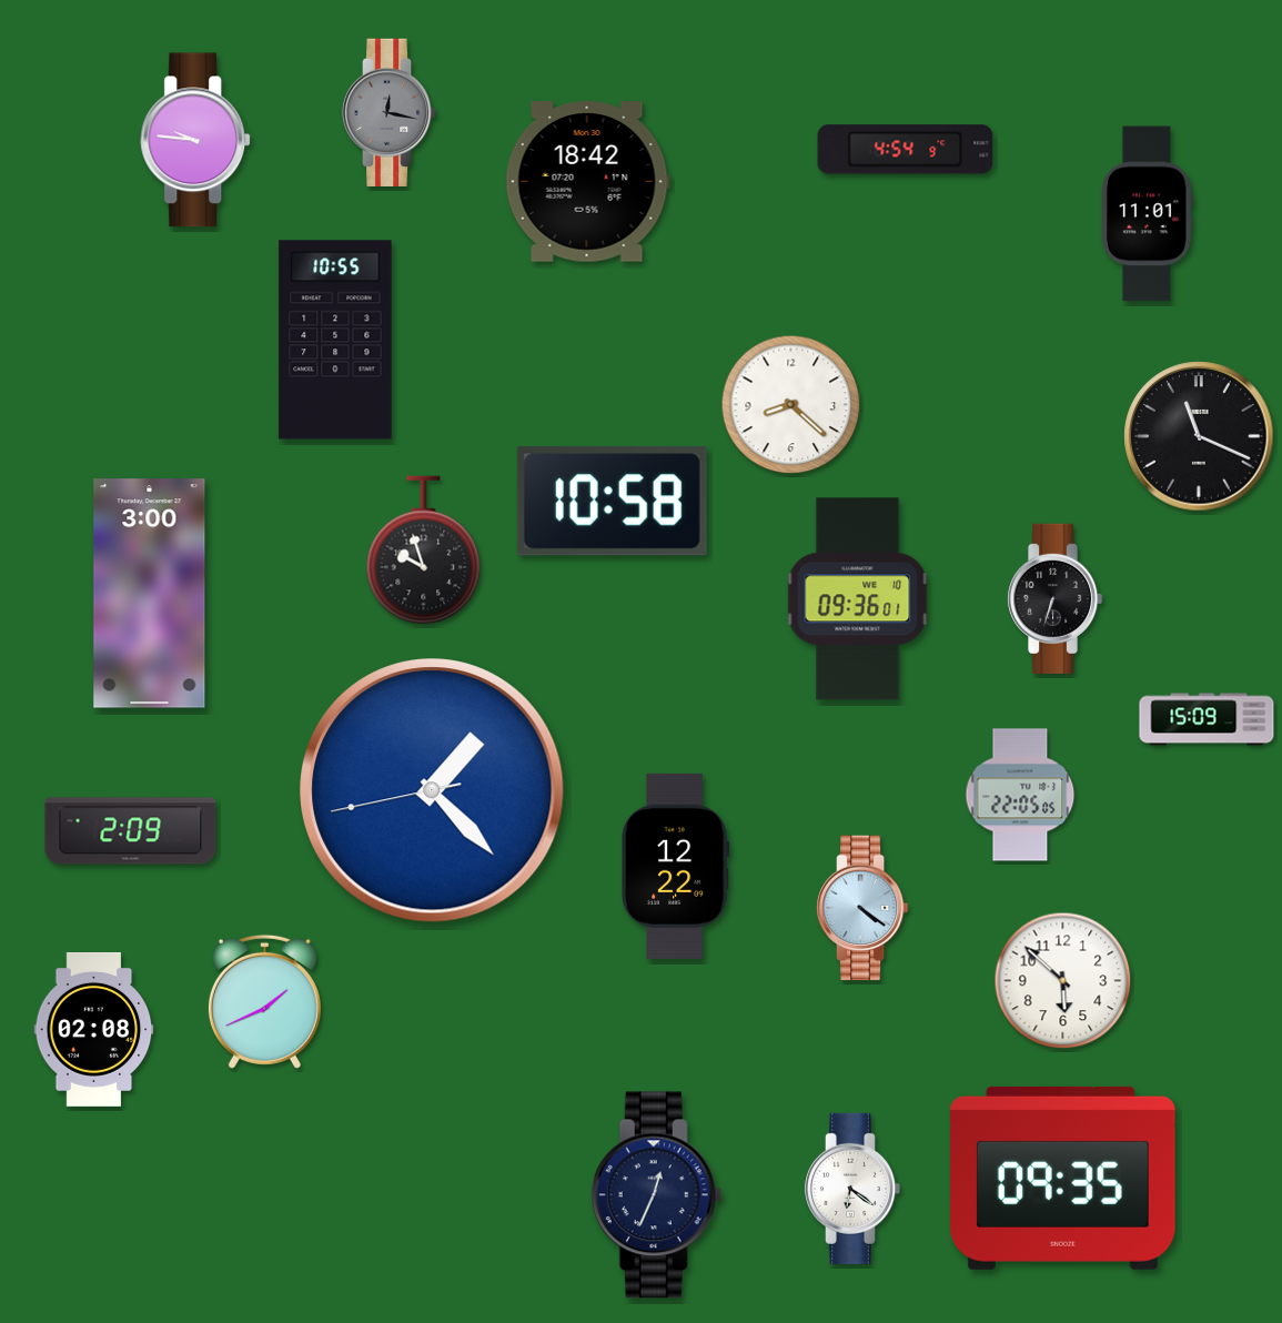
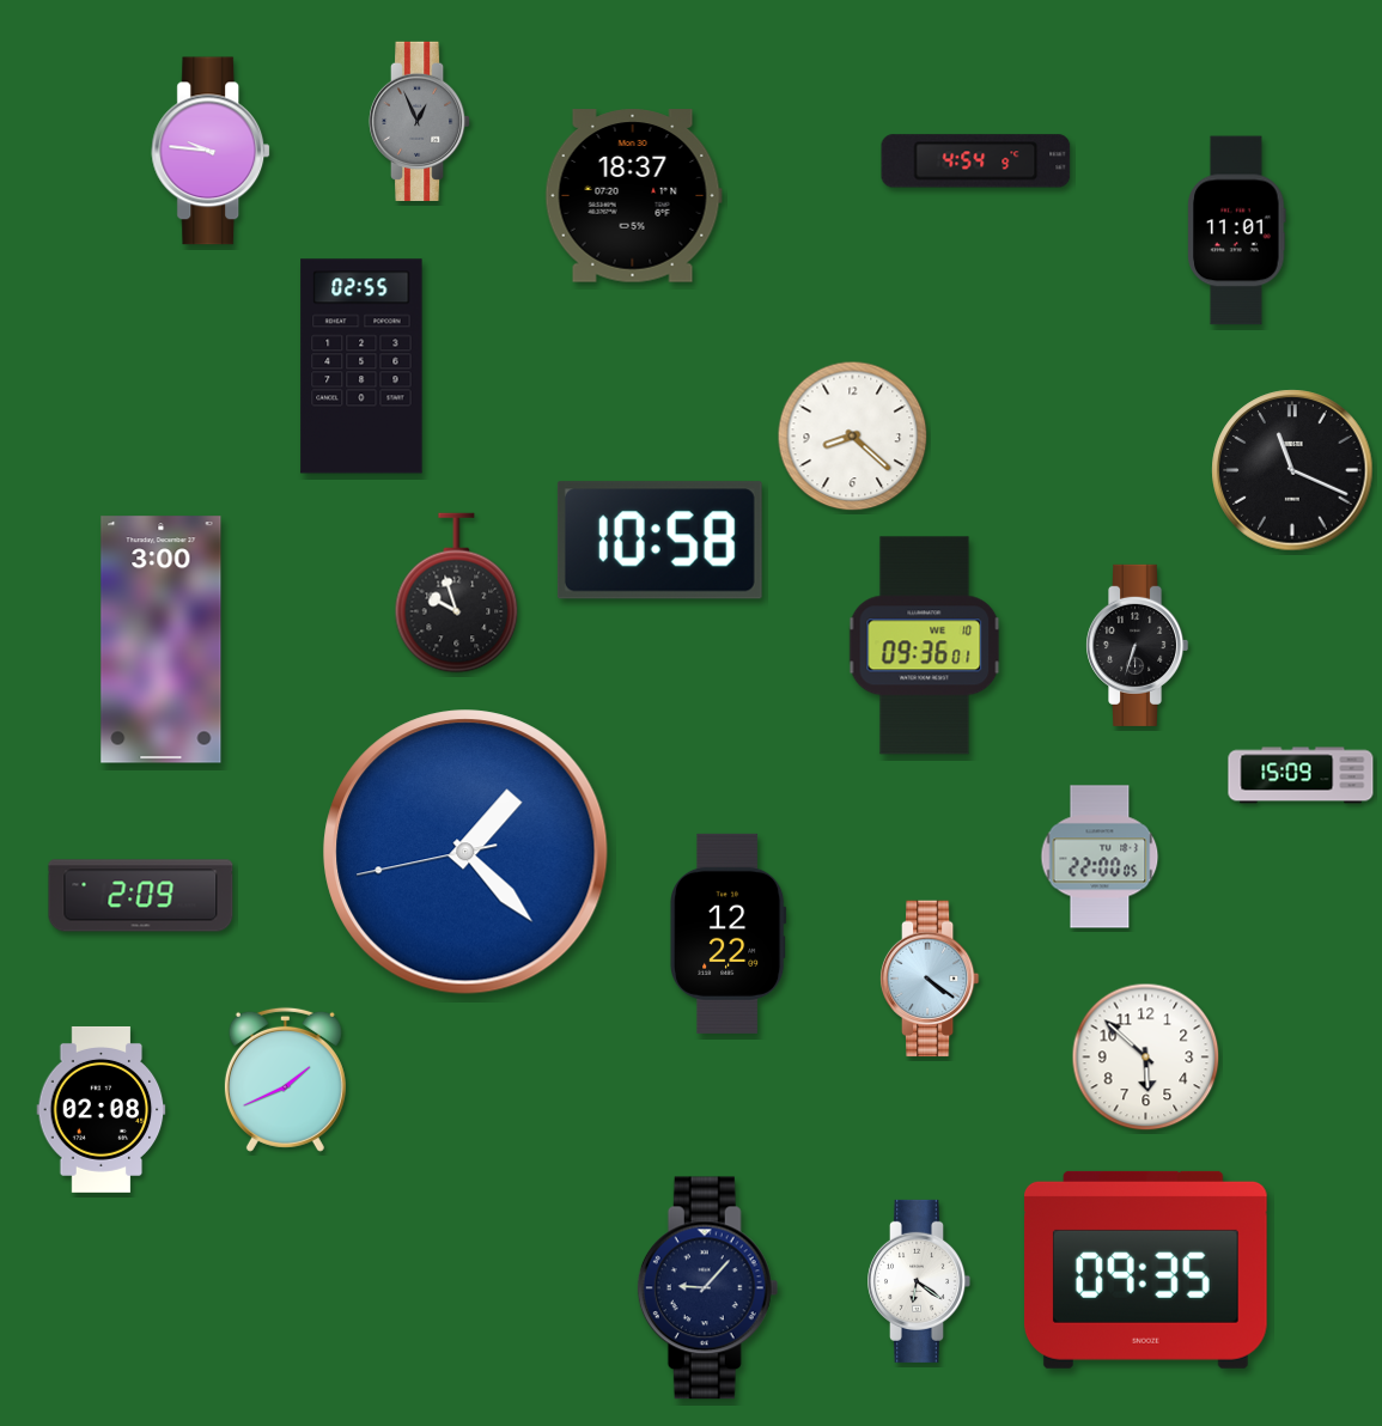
clock at (390, 112): 12:17 -> 12:56
clock at (587, 182): 18:42 -> 18:37
clock at (335, 340): 10:55 -> 02:55
clock at (1020, 795): 22:05 -> 22:00
clock at (657, 1195): 12:34 -> 9:07
